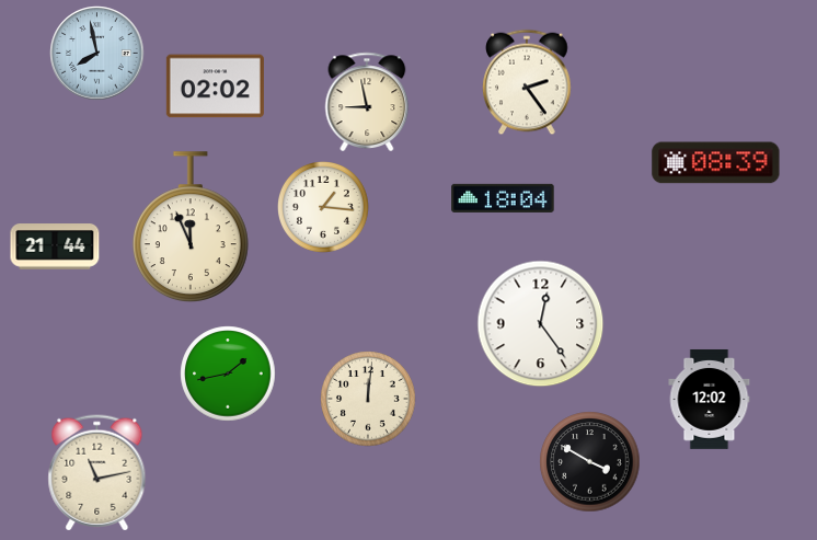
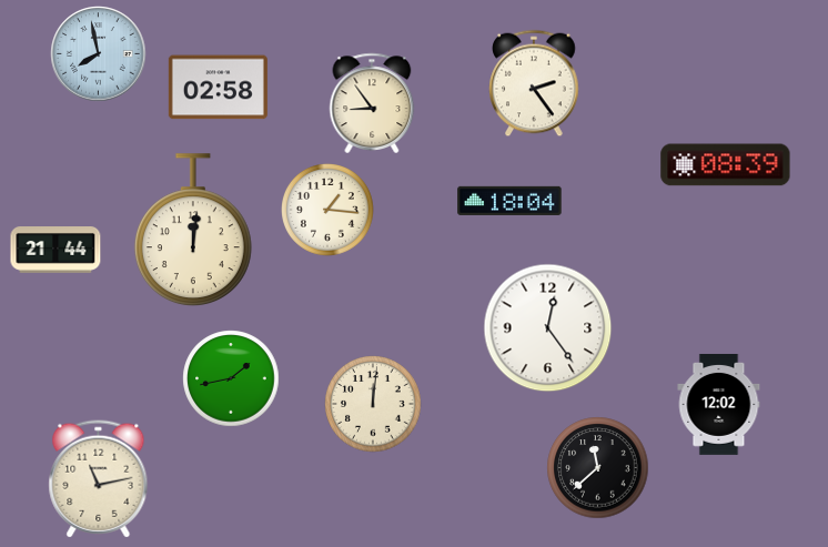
clock at (215, 87): 02:02 -> 02:58
clock at (367, 102): 8:58 -> 8:54
clock at (191, 227): 11:56 -> 12:01
clock at (590, 462): 3:50 -> 11:38
